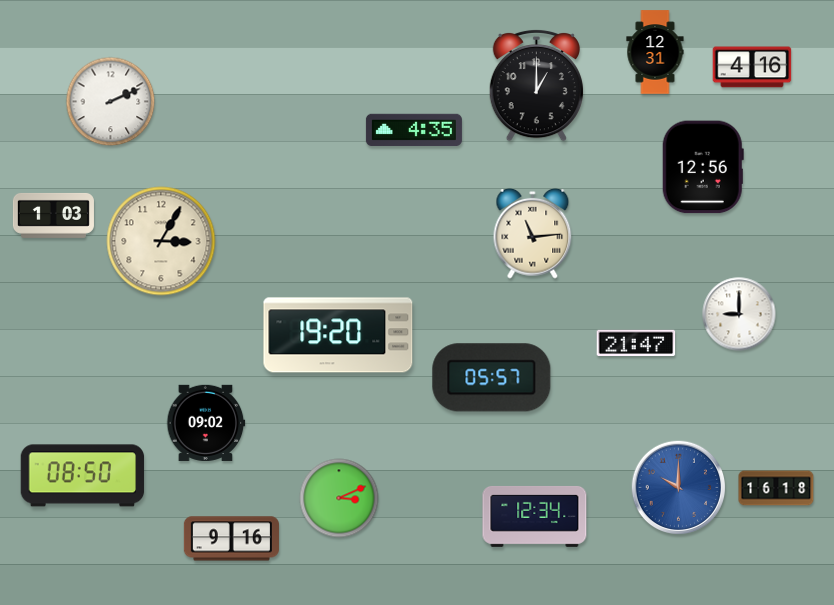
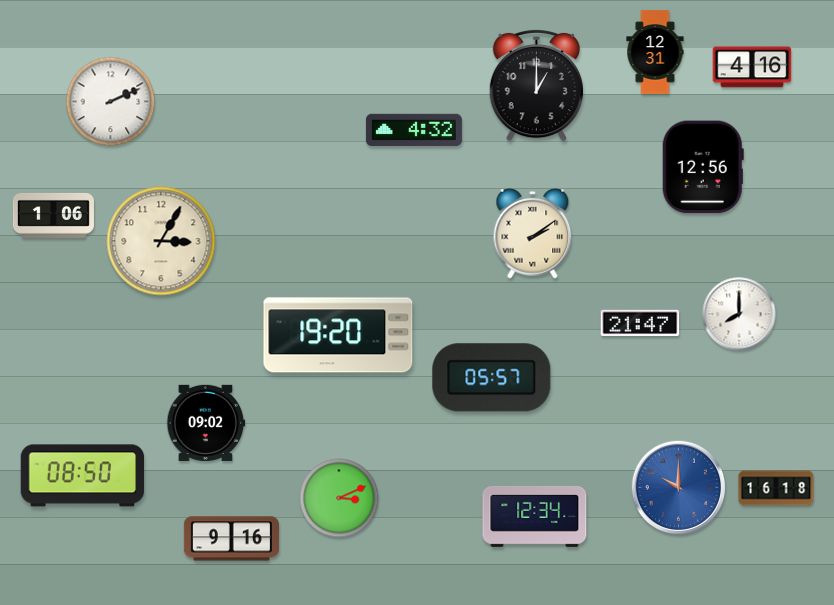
clock at (414, 130): 4:35 -> 4:32
clock at (53, 215): 1:03 -> 1:06
clock at (533, 233): 11:14 -> 2:09
clock at (739, 314): 9:00 -> 8:00
clock at (636, 342) position: (636, 342) -> (640, 322)
